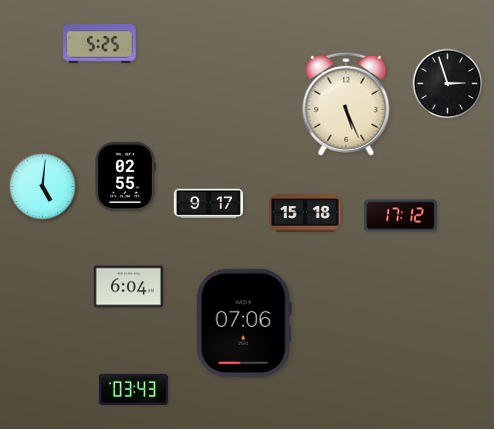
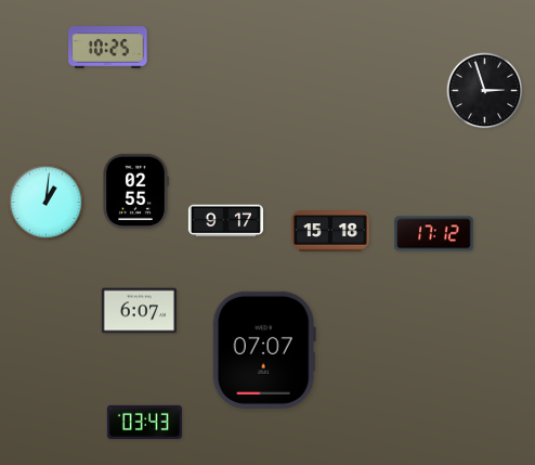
clock at (100, 44): 5:25 -> 10:25
clock at (346, 104): 5:26 -> none
clock at (43, 187): 5:01 -> 1:01
clock at (128, 287): 6:04 -> 6:07
clock at (244, 323): 07:06 -> 07:07
